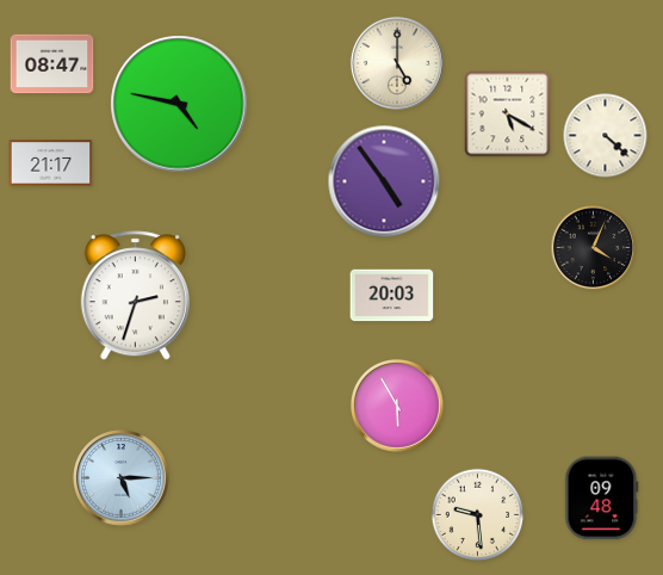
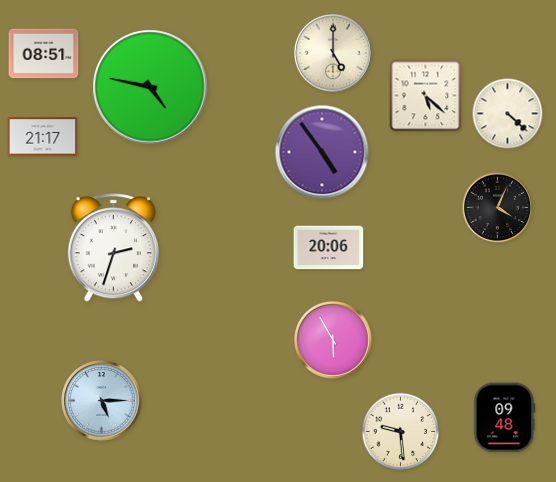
clock at (52, 64): 08:47 -> 08:51
clock at (508, 115): 5:20 -> 5:22
clock at (392, 296): 20:03 -> 20:06
